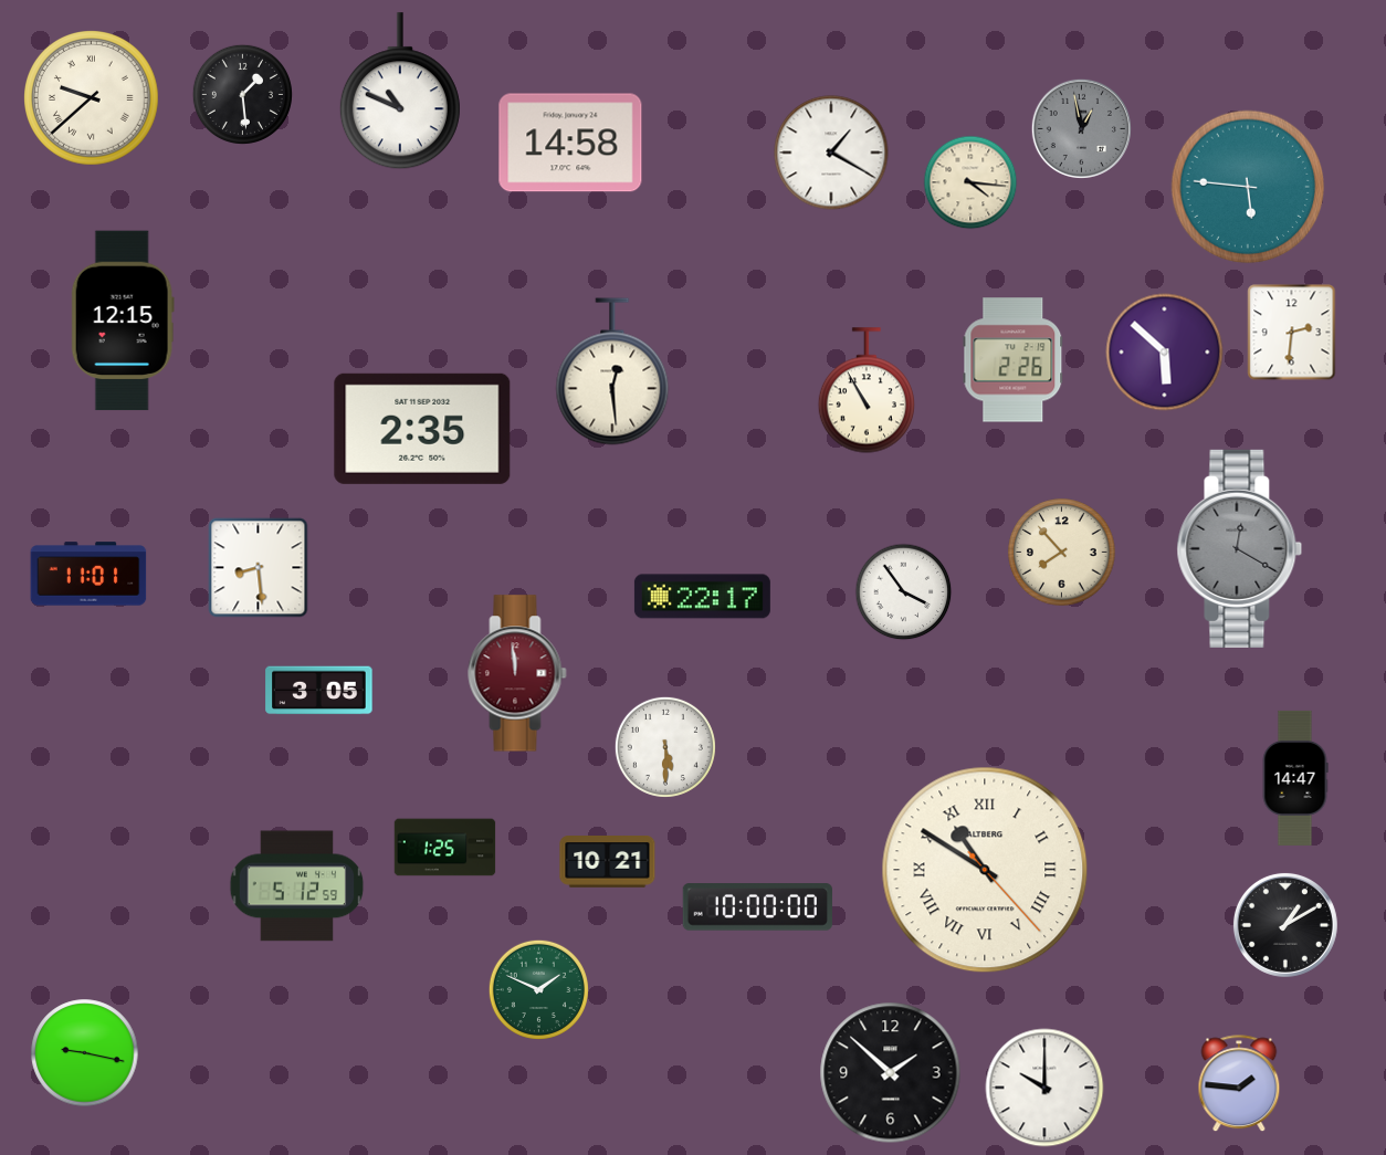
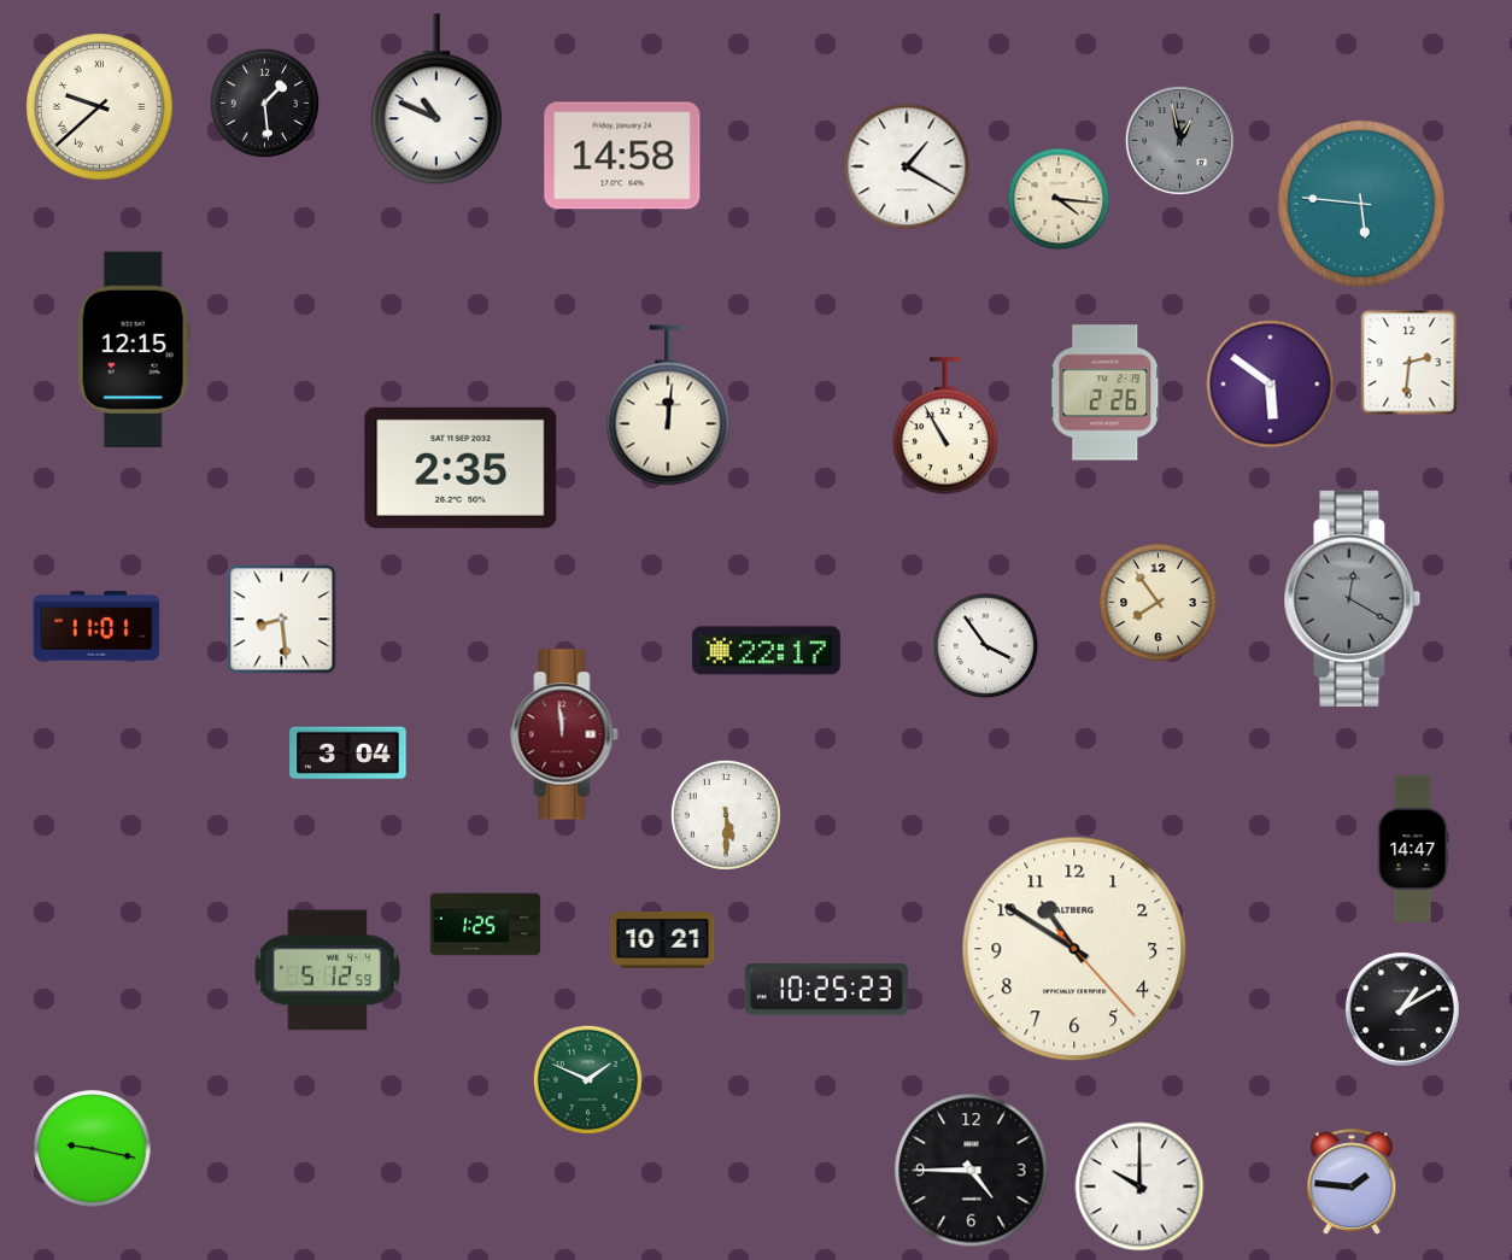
clock at (1165, 353): 5:52 -> 5:51
clock at (612, 371): 12:29 -> 12:01
clock at (1062, 553): 7:53 -> 7:54
clock at (319, 691): 3:05 -> 3:04
clock at (985, 870) numerals: Roman -> Arabic
clock at (297, 886) position: (297, 886) -> (328, 971)
clock at (757, 907): 10:00 -> 10:25
clock at (891, 1073): 1:52 -> 4:45
